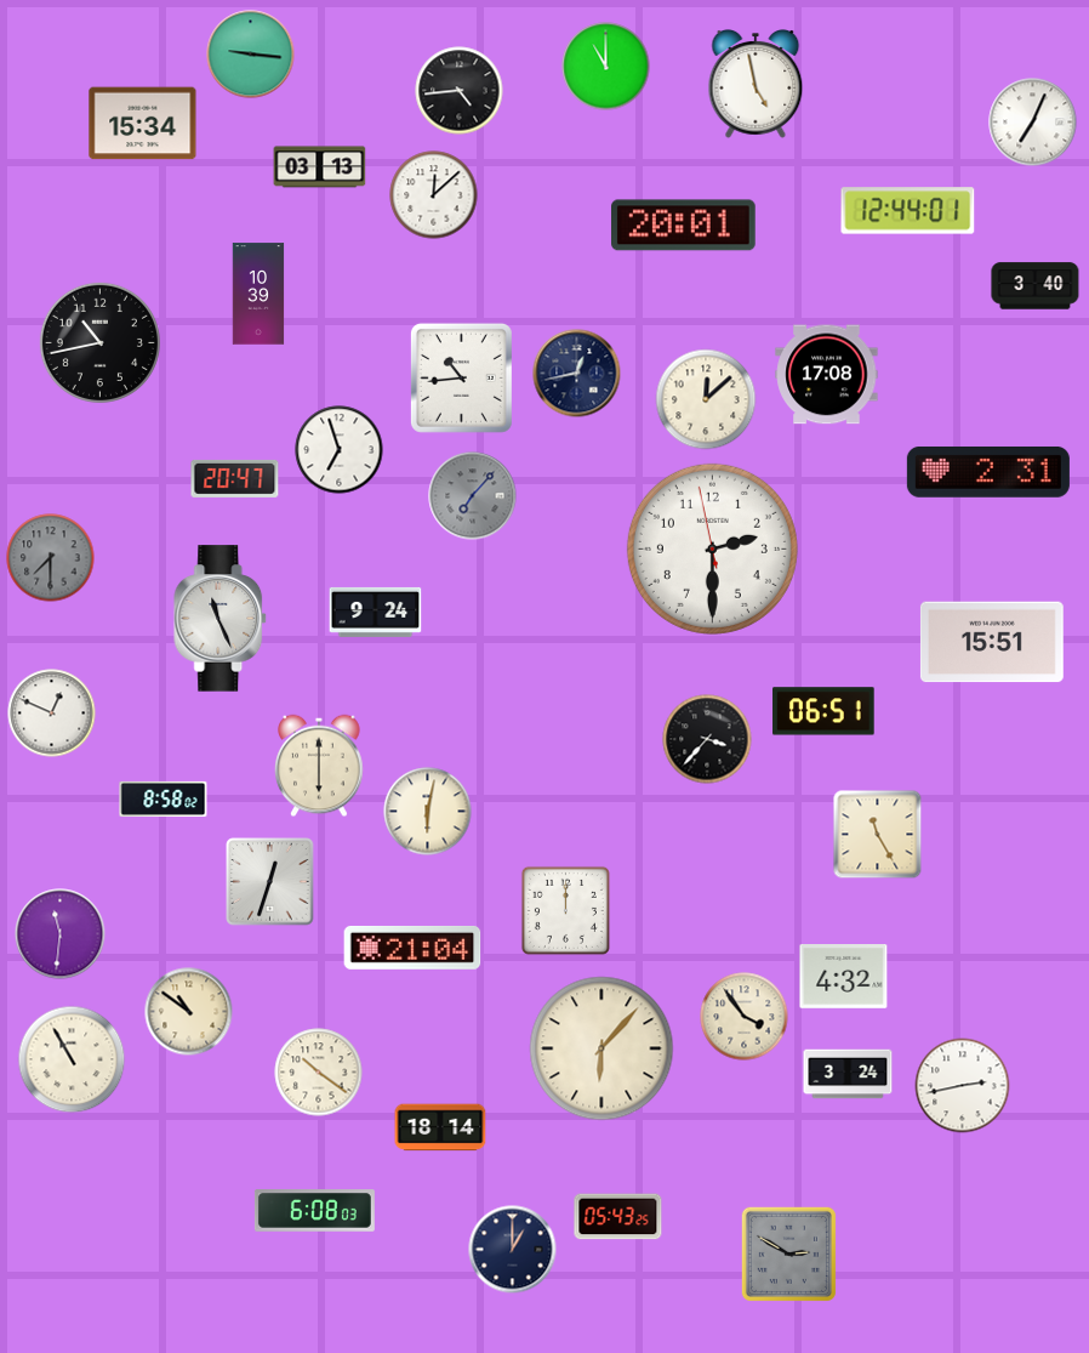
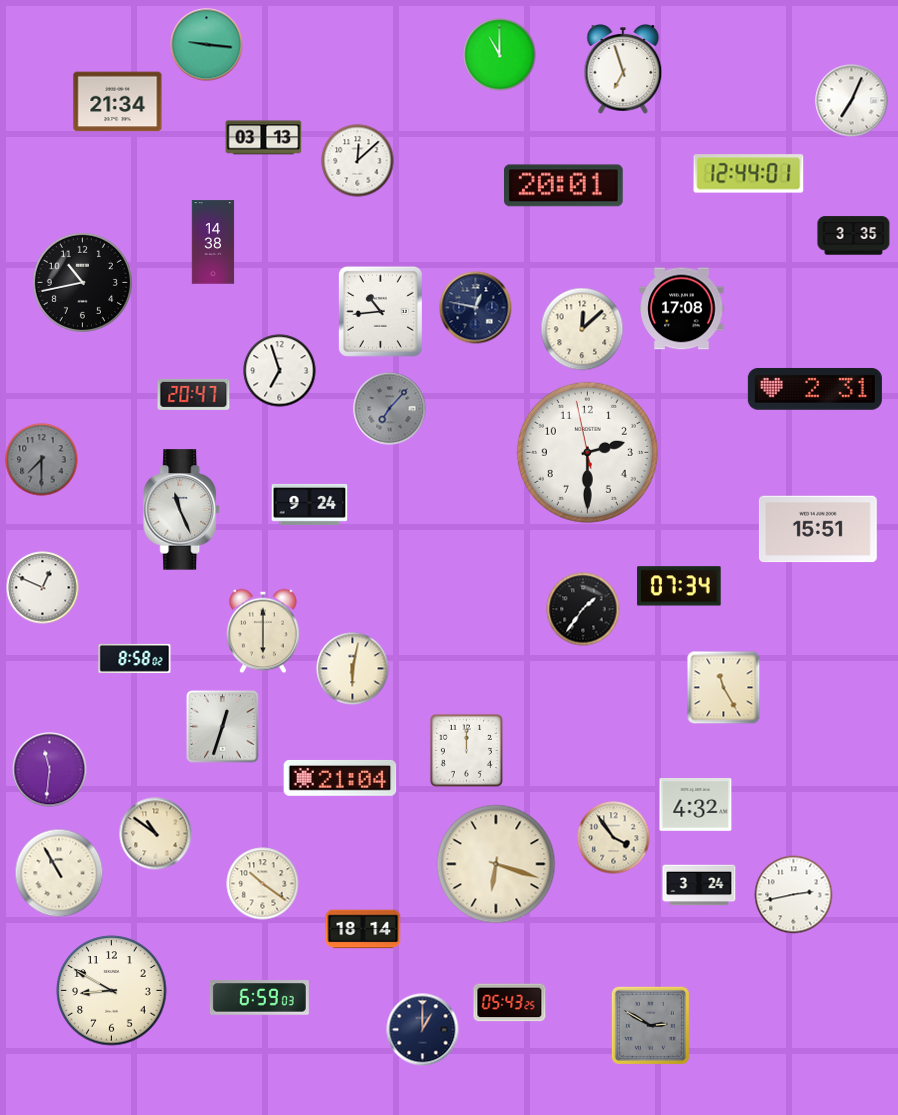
clock at (756, 85): 4:58 -> 6:57
clock at (460, 91): 4:44 -> none
clock at (143, 124): 15:34 -> 21:34
clock at (1036, 286): 3:40 -> 3:35
clock at (258, 294): 10:39 -> 14:38
clock at (577, 374): 12:43 -> 12:47
clock at (823, 711): 06:51 -> 07:34
clock at (707, 739): 3:37 -> 1:36
clock at (412, 948) position: (412, 948) -> (340, 778)
clock at (601, 1048): 6:07 -> 6:18
clock at (112, 991): none -> 8:50
clock at (314, 1211): 6:08 -> 6:59
clock at (788, 1253) position: (788, 1253) -> (650, 1025)
